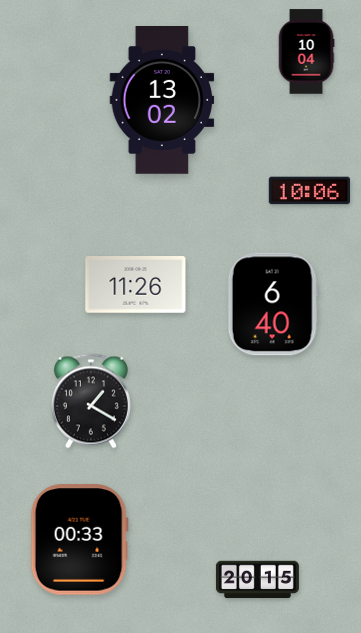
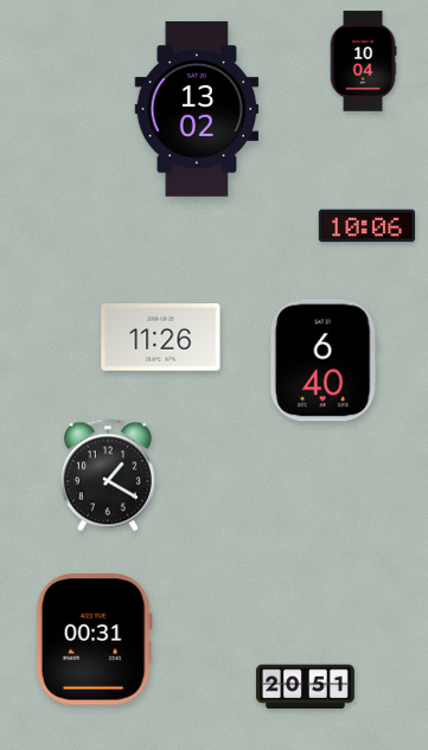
clock at (162, 101) position: (162, 101) -> (197, 110)
clock at (79, 540): 00:33 -> 00:31
clock at (257, 580): 20:15 -> 20:51
